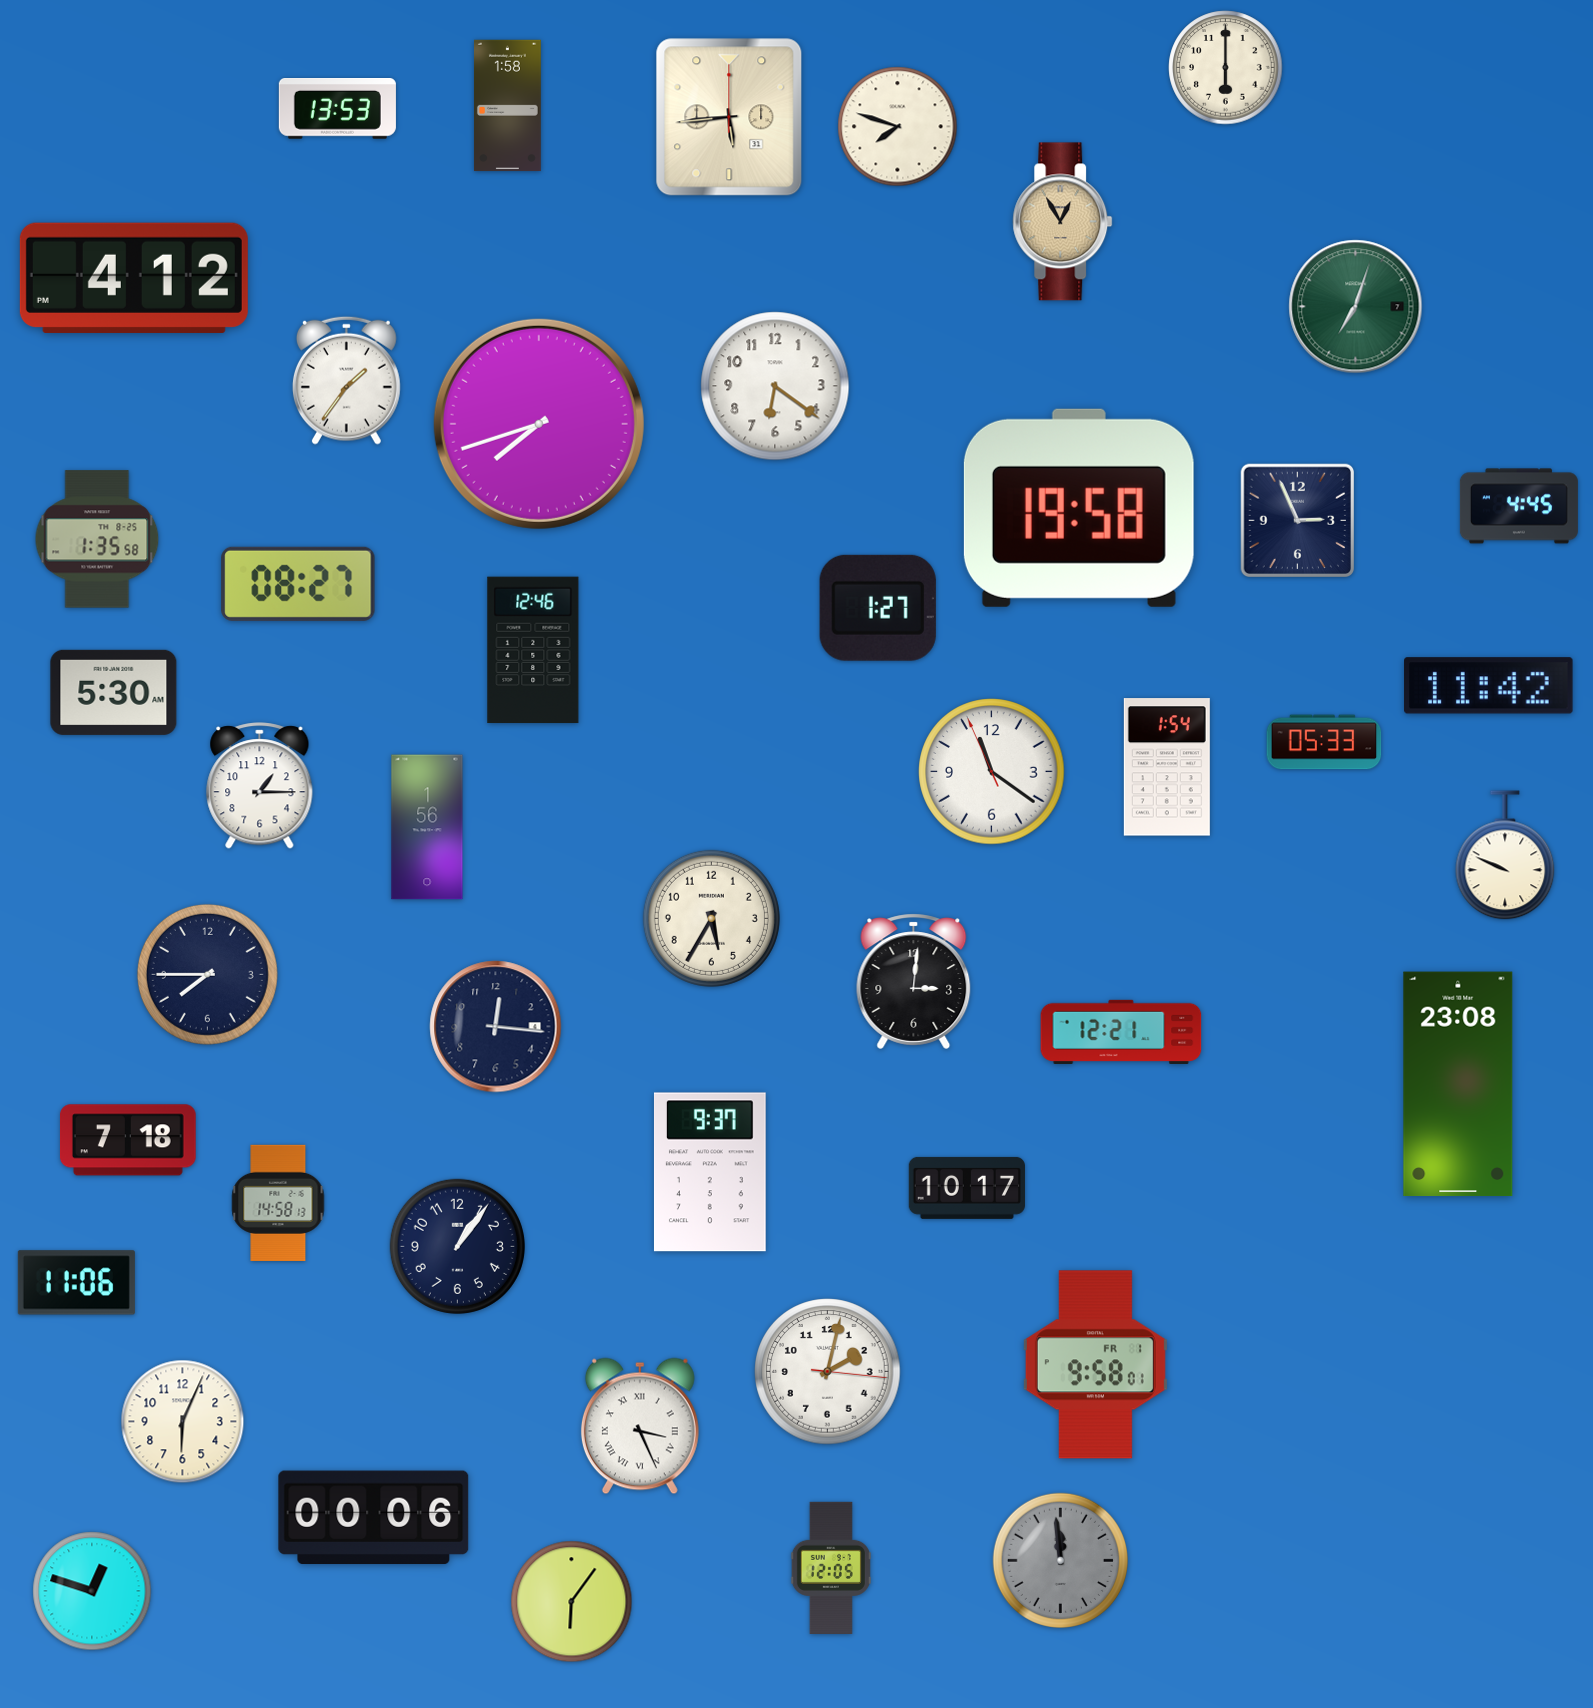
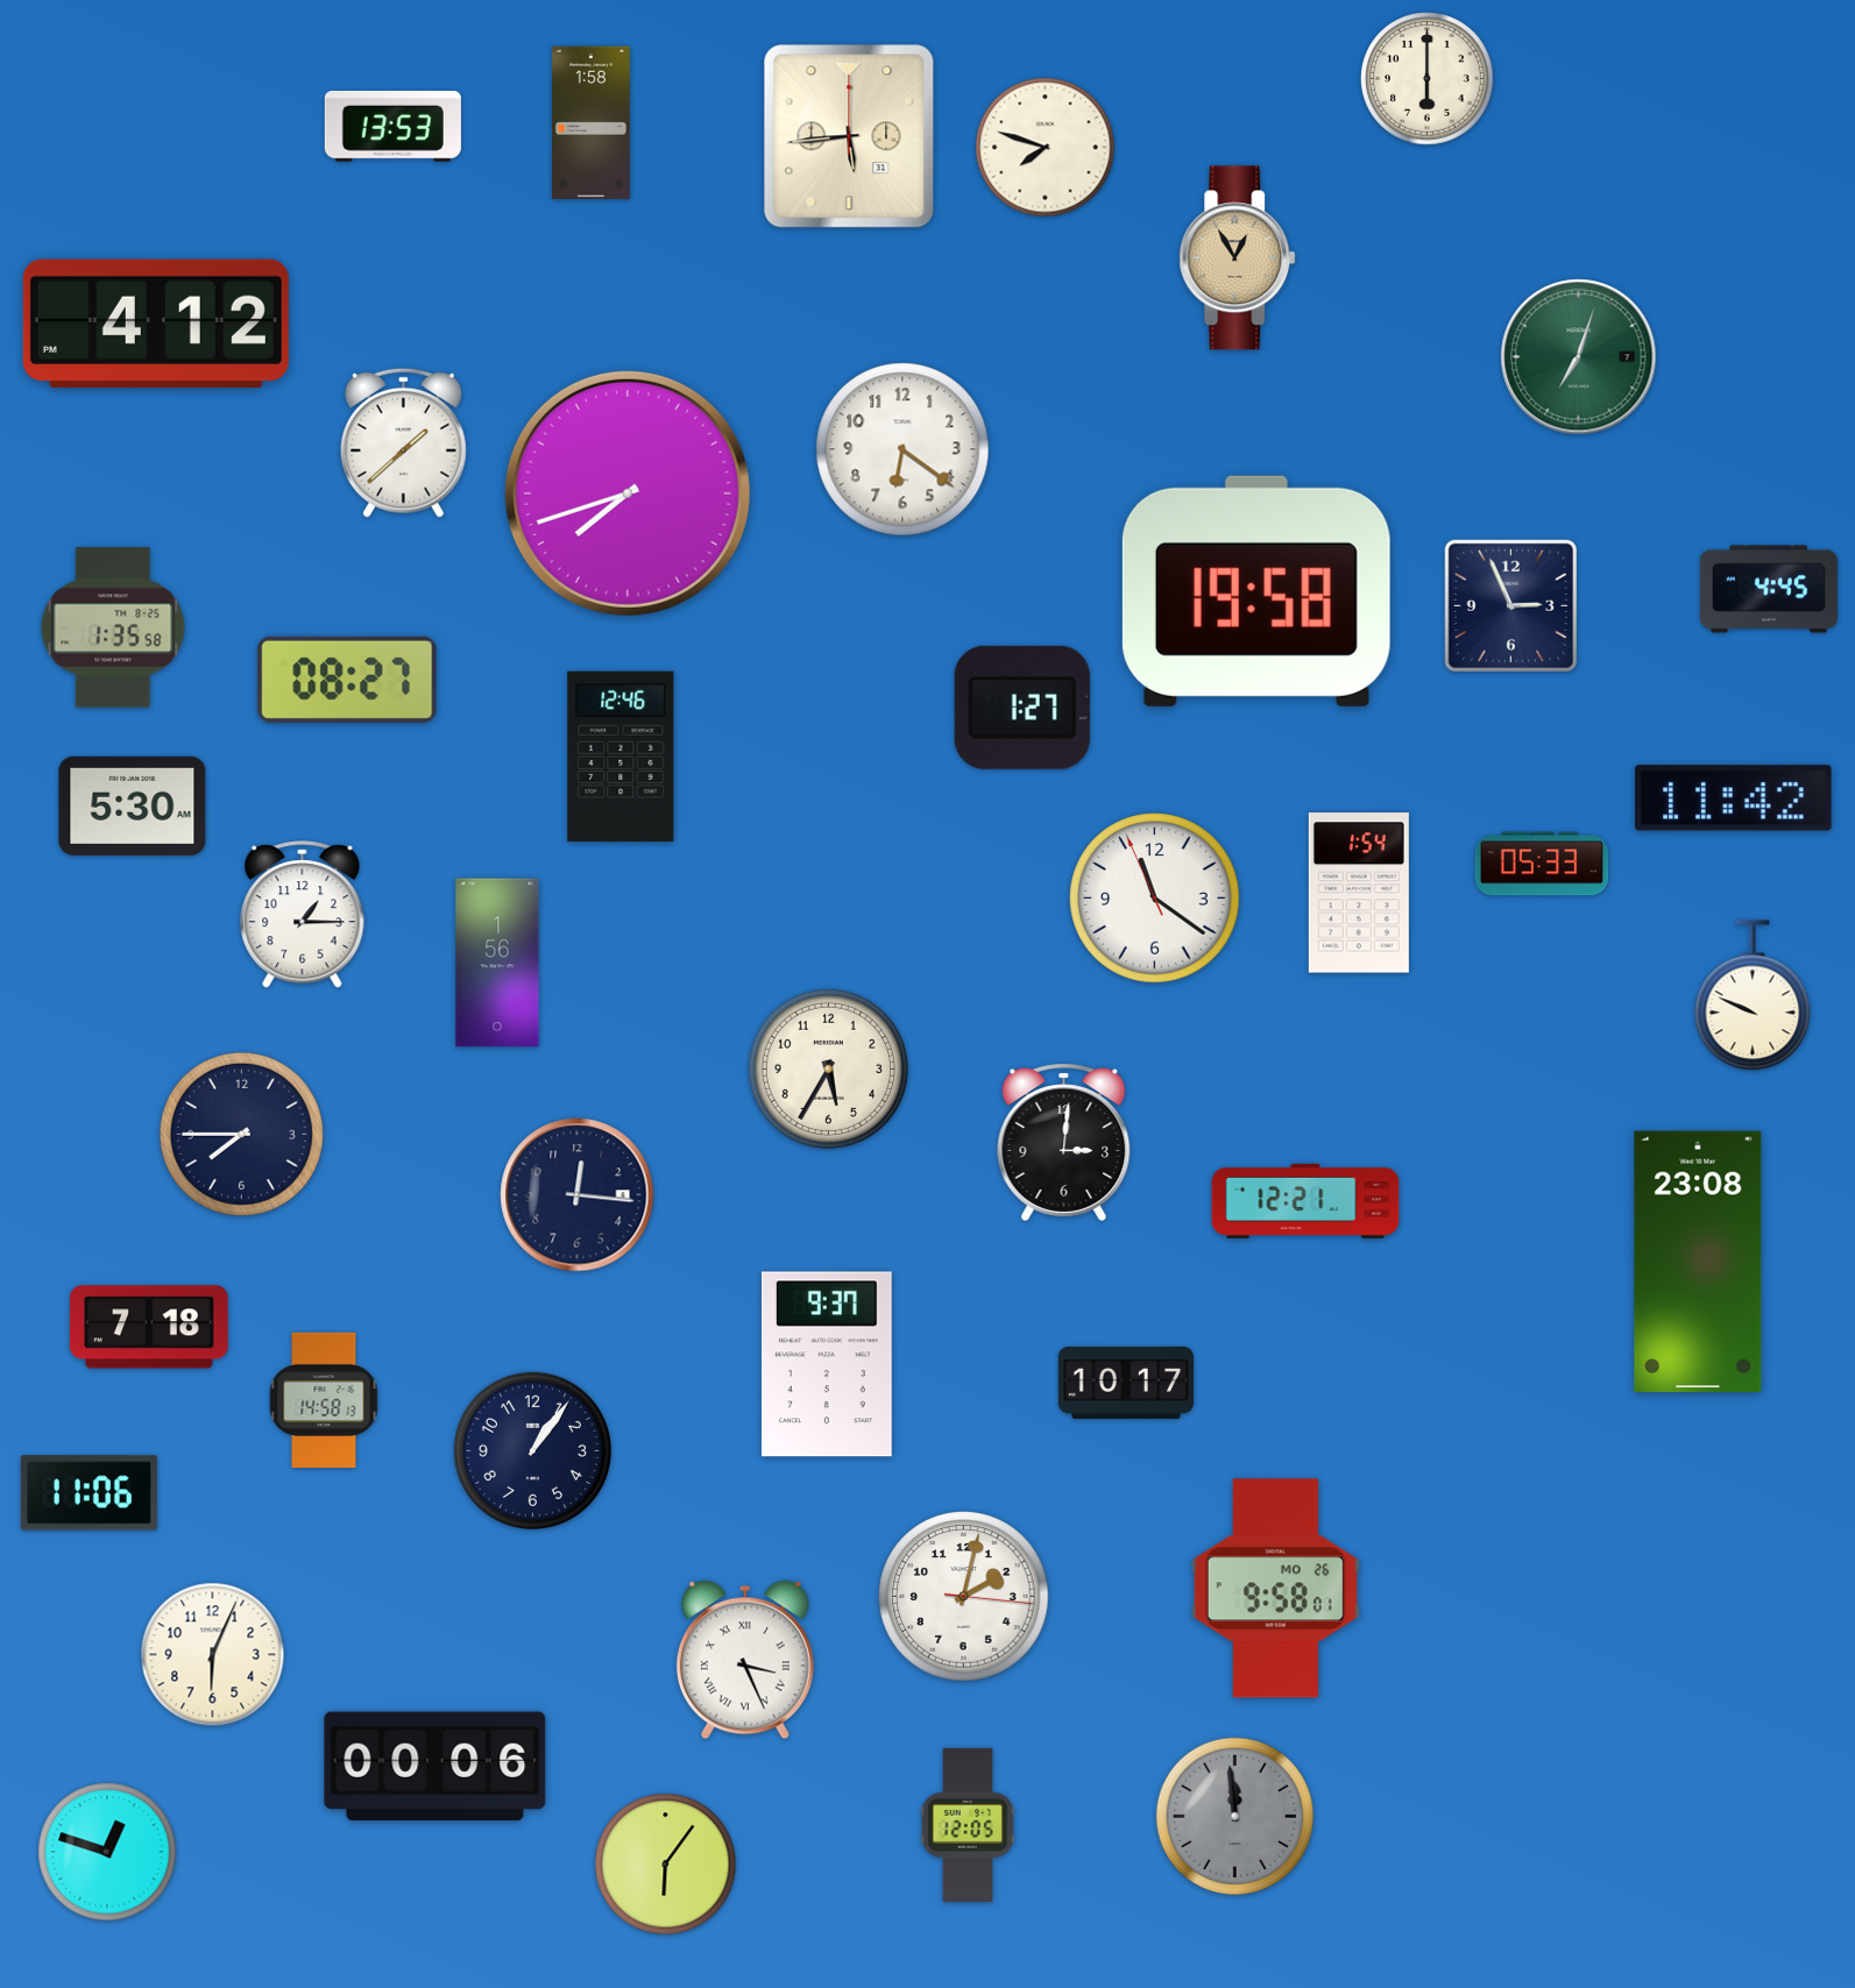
clock at (346, 380): 1:36 -> 1:38
clock at (1095, 1365) date: FR 1 -> MO 26
